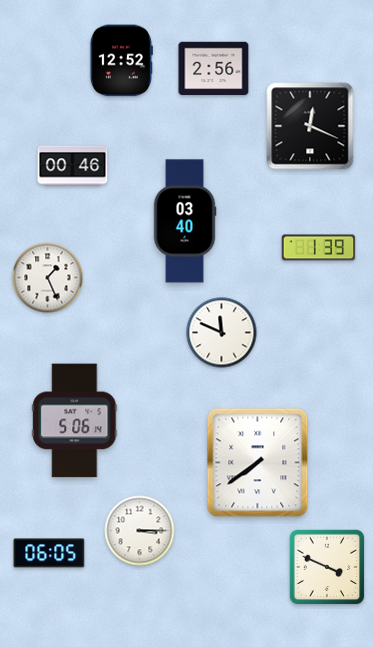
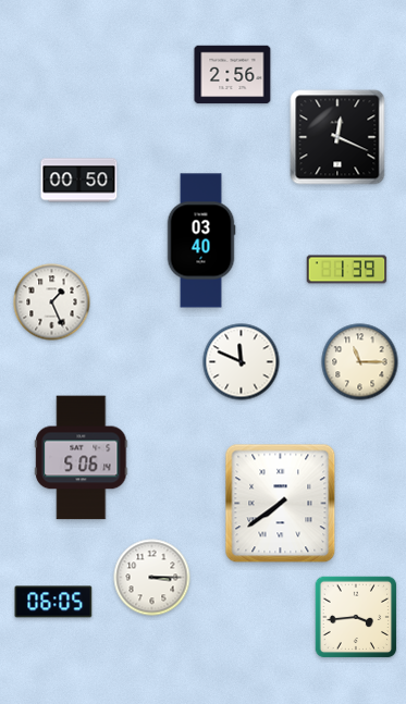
clock at (121, 61): 12:52 -> none
clock at (73, 166): 00:46 -> 00:50
clock at (360, 362): none -> 11:15
clock at (327, 567): 3:49 -> 3:44
